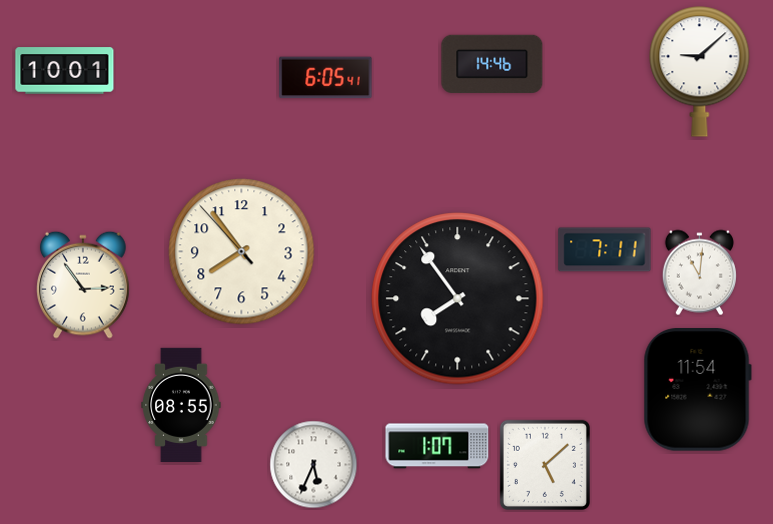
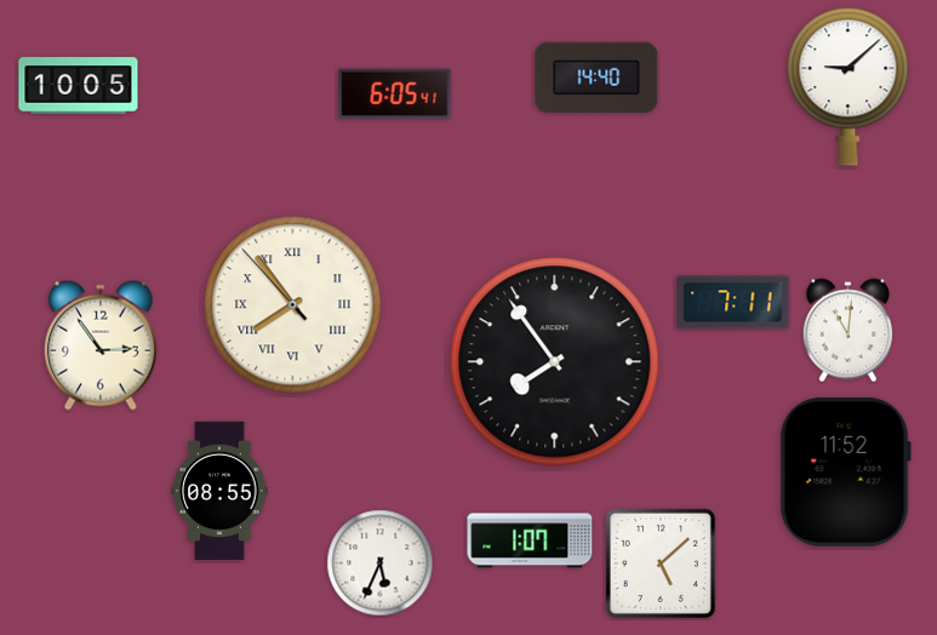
clock at (492, 64): 14:46 -> 14:40
clock at (65, 71): 10:01 -> 10:05
clock at (242, 252) numerals: Arabic -> Roman
clock at (697, 390): 11:54 -> 11:52
